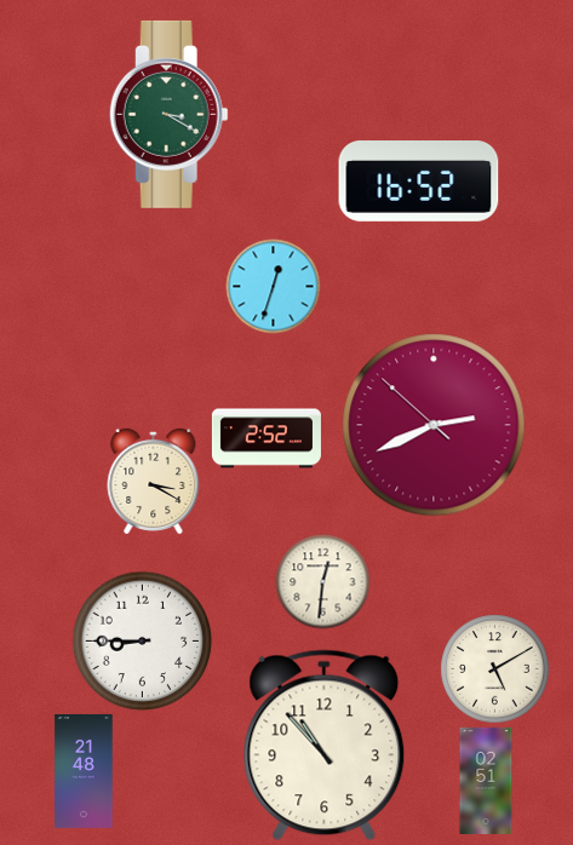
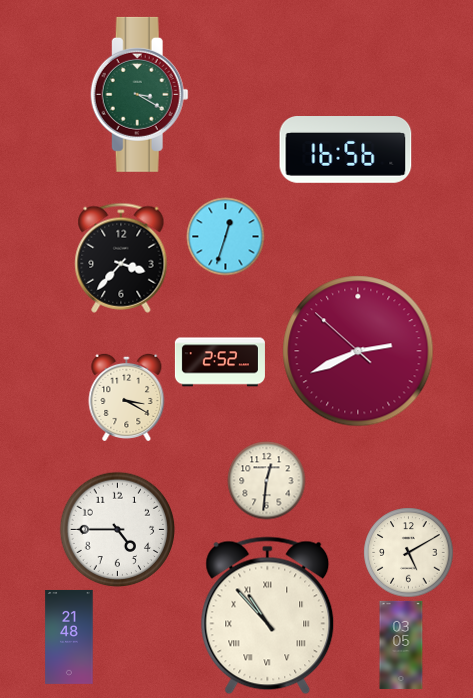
clock at (419, 182): 16:52 -> 16:56
clock at (121, 258): none -> 3:37
clock at (142, 640): 8:45 -> 4:45
clock at (325, 746) numerals: Arabic -> Roman
clock at (486, 781): 02:51 -> 03:05
